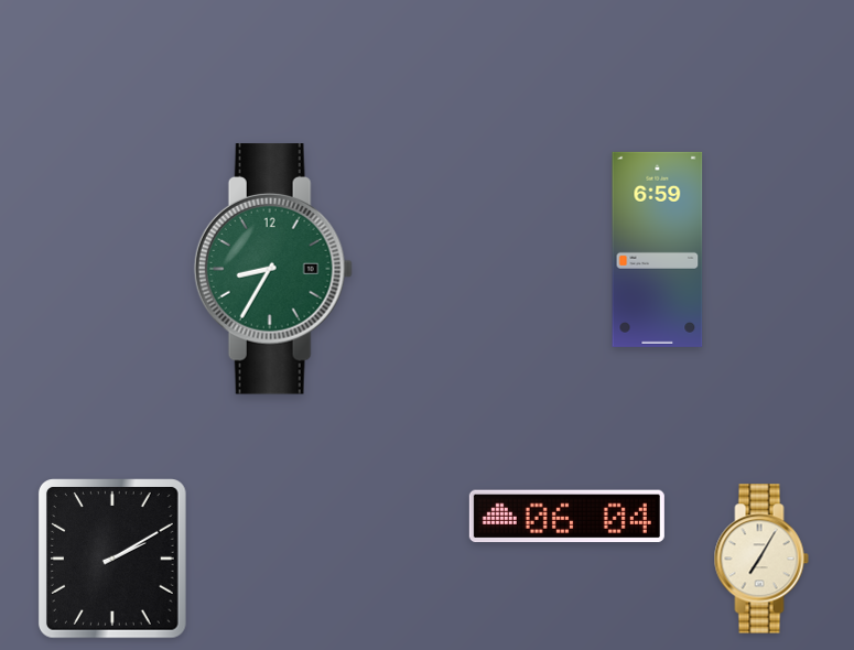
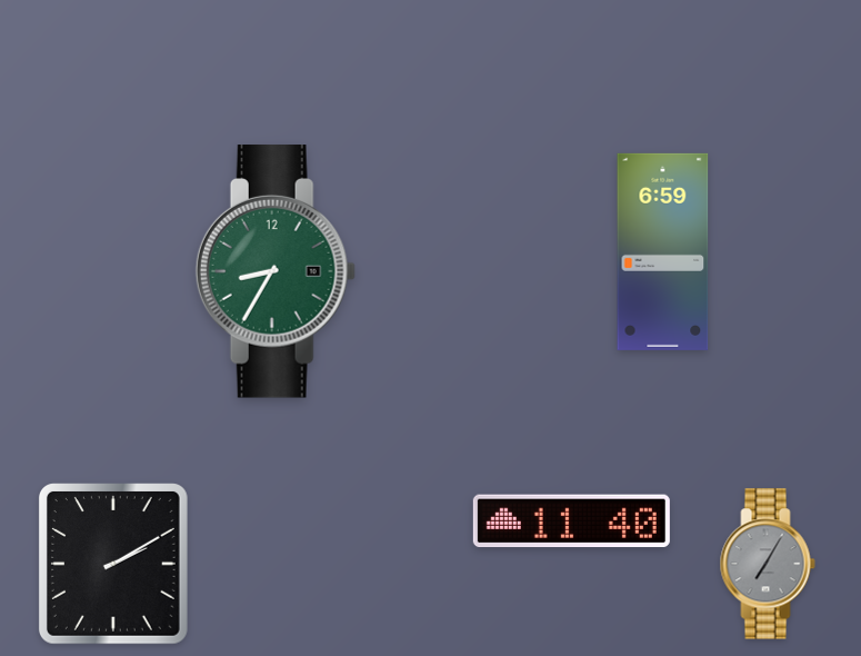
clock at (566, 517): 06:04 -> 11:40
clock at (761, 559) dial: cream -> grey
